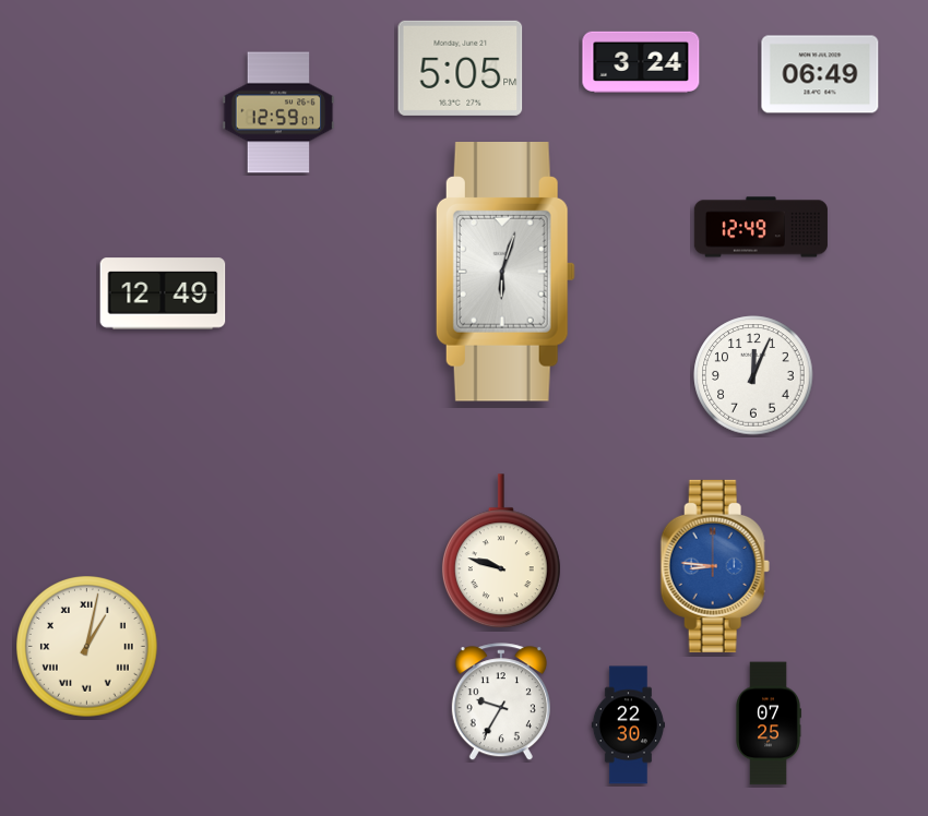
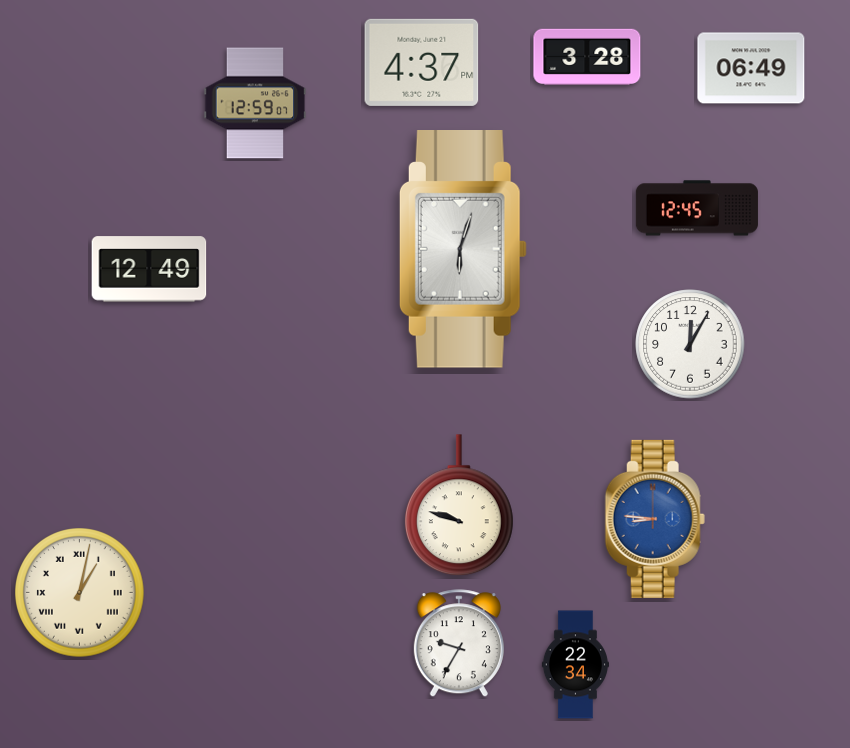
clock at (641, 62): 3:24 -> 3:28
clock at (461, 68): 5:05 -> 4:37
clock at (761, 227): 12:49 -> 12:45
clock at (753, 375): 12:04 -> 12:05
clock at (769, 723): 07:25 -> none
clock at (628, 725): 22:30 -> 22:34
